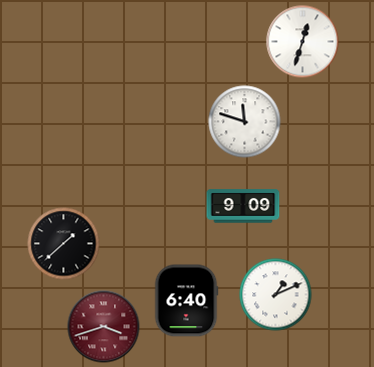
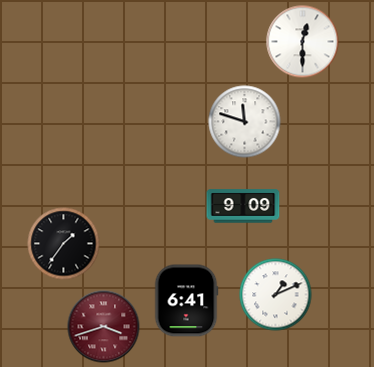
clock at (303, 42): 12:33 -> 12:30
clock at (64, 244): 1:38 -> 1:36
clock at (186, 301): 6:40 -> 6:41
